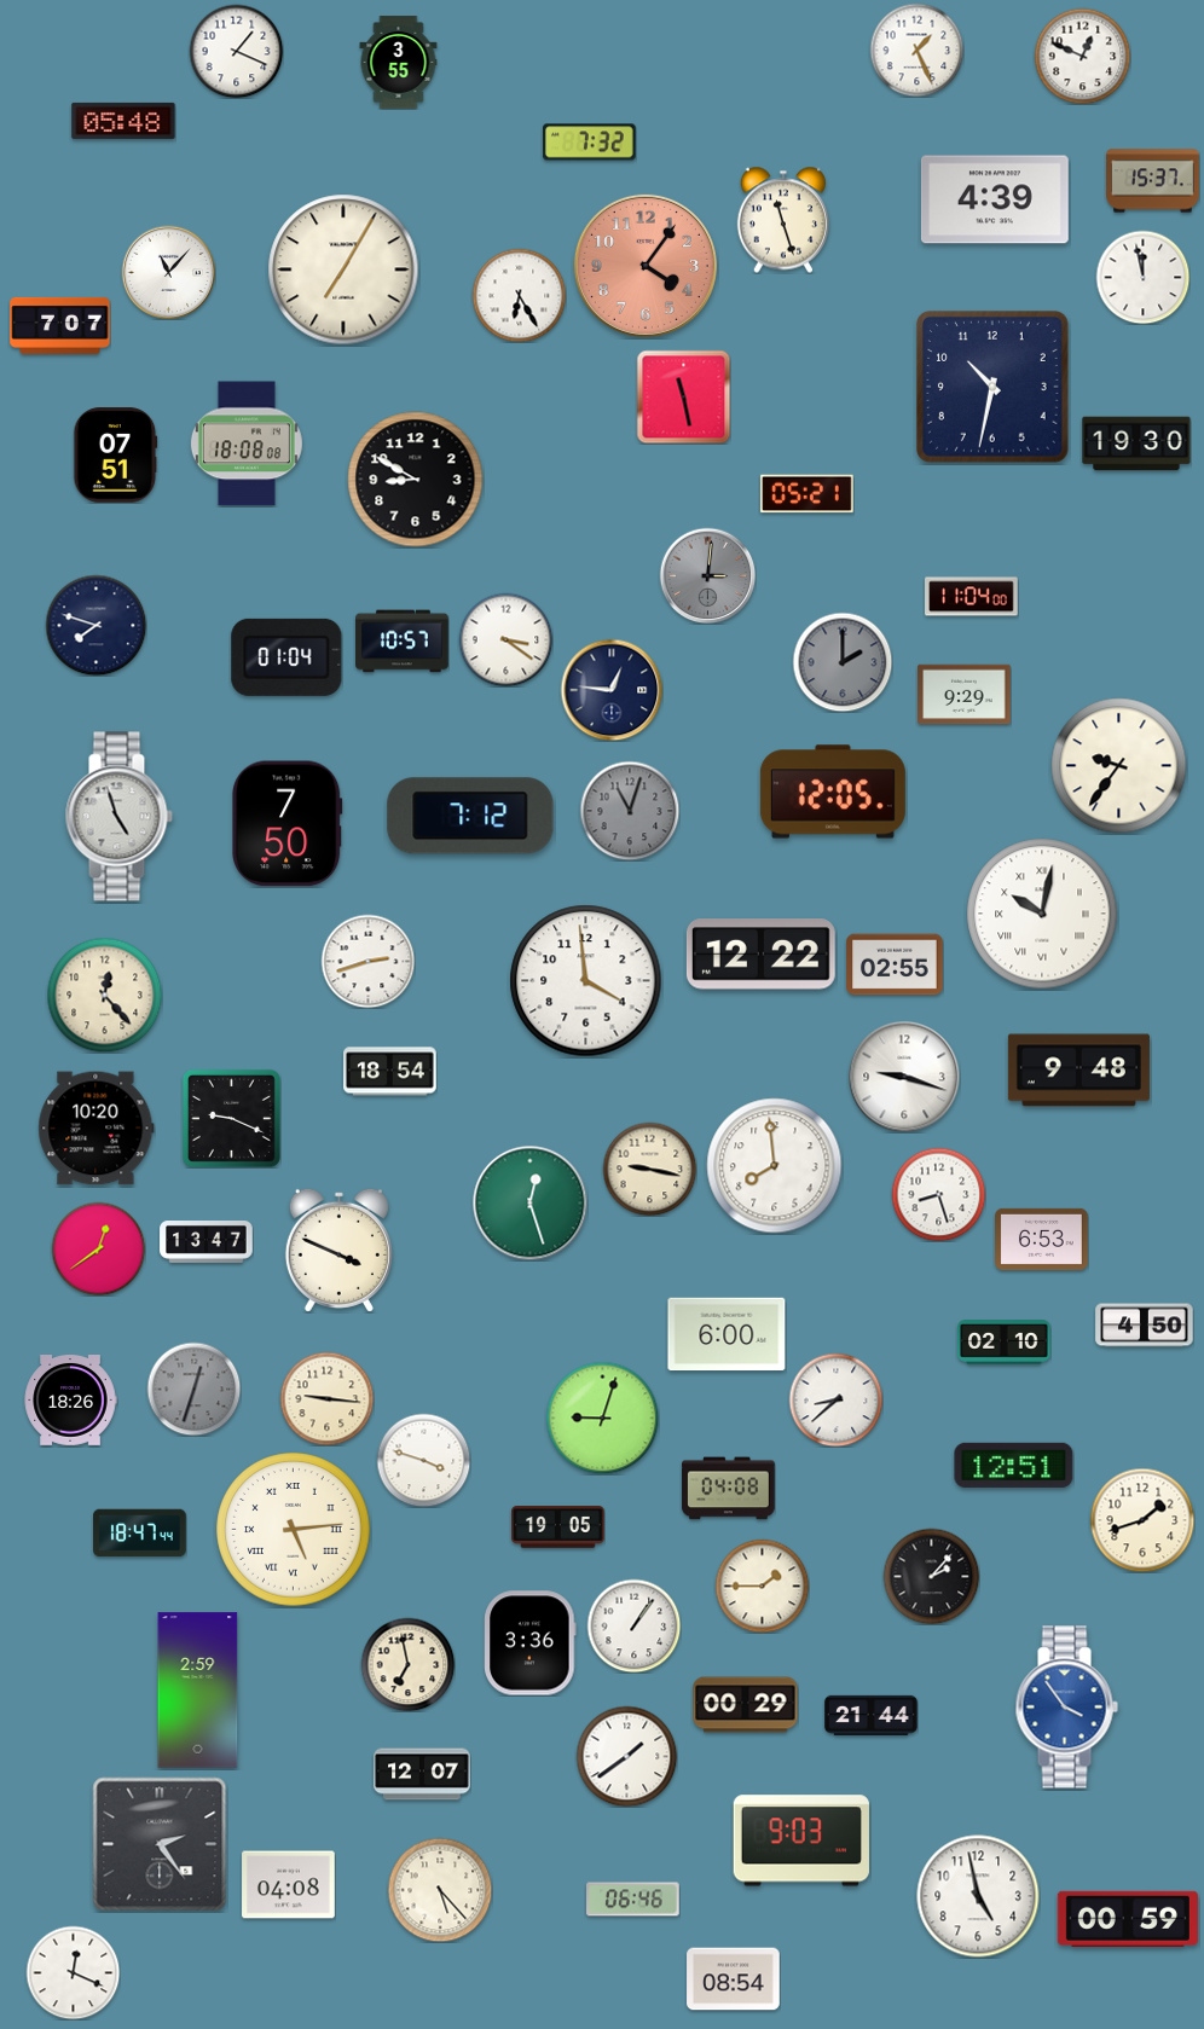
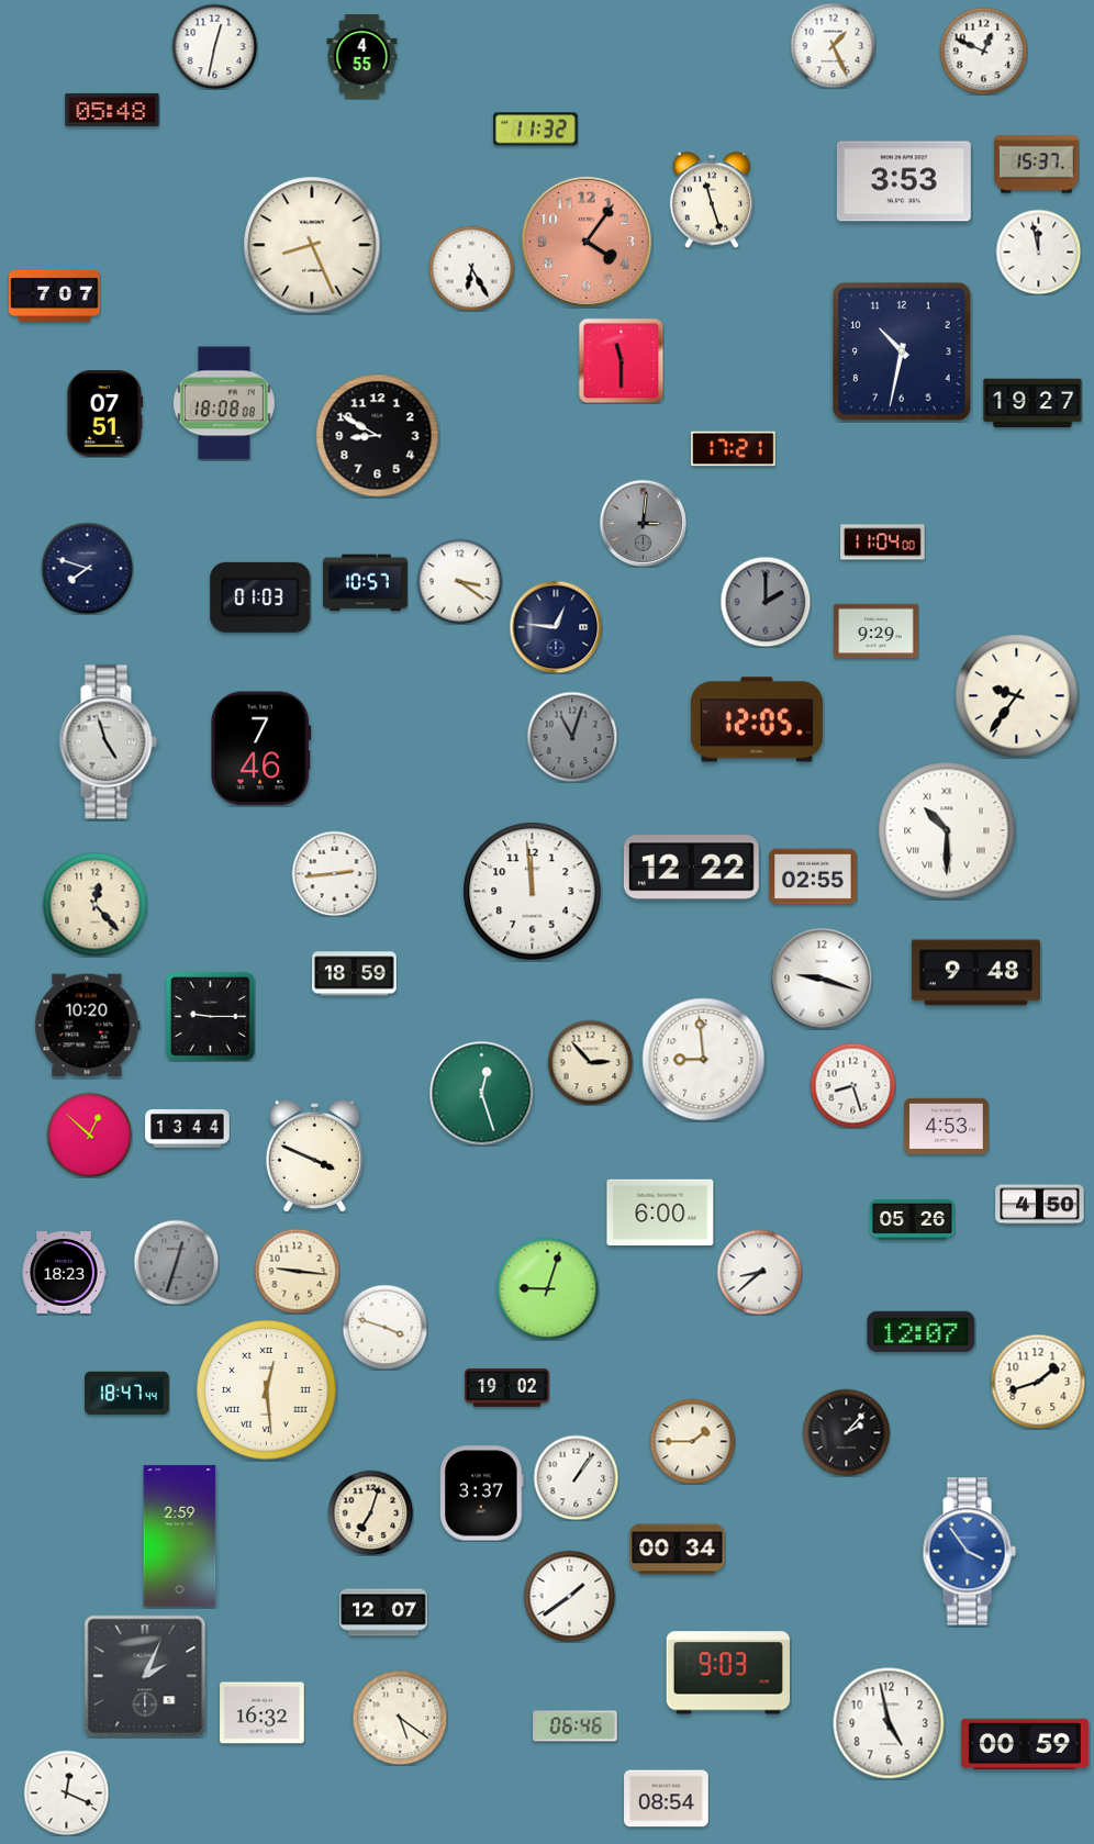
clock at (236, 51): 1:19 -> 12:32
clock at (399, 63): 3:55 -> 4:55
clock at (590, 143): 7:32 -> 11:32
clock at (1153, 181) position: (1153, 181) -> (1037, 165)
clock at (995, 199): 4:39 -> 3:53
clock at (343, 269): 7:05 -> 8:26
clock at (168, 272): 11:07 -> none
clock at (683, 396): 11:28 -> 11:30
clock at (1136, 444): 19:30 -> 19:27
clock at (808, 494): 05:21 -> 17:21
clock at (286, 657): 01:04 -> 01:03
clock at (470, 816): 7:12 -> none
clock at (288, 824): 7:50 -> 7:46
clock at (1042, 914): 10:02 -> 10:30
clock at (367, 961): 2:42 -> 2:44
clock at (586, 981): 3:59 -> 11:59
clock at (1078, 1071) position: (1078, 1071) -> (975, 973)
clock at (390, 1072): 18:54 -> 18:59
clock at (231, 1118): 9:19 -> 9:15
clock at (775, 1166): 7:59 -> 8:59
clock at (649, 1169): 9:17 -> 2:53
clock at (1042, 1239): 6:53 -> 4:53
clock at (207, 1242): 13:47 -> 13:44
clock at (98, 1248): 12:39 -> 12:52
clock at (338, 1250) position: (338, 1250) -> (314, 1155)
clock at (1005, 1343): 02:10 -> 05:26
clock at (70, 1401): 18:26 -> 18:23
clock at (1014, 1465): 12:51 -> 12:07
clock at (729, 1489): 04:08 -> none
clock at (558, 1527): 19:05 -> 19:02
clock at (294, 1530): 5:14 -> 12:29
clock at (531, 1644): 3:36 -> 3:37
clock at (407, 1664): 6:58 -> 7:03
clock at (746, 1705): 00:29 -> 00:34
clock at (872, 1715): 21:44 -> none
clock at (160, 1844): 2:24 -> 2:04
clock at (289, 1885): 04:08 -> 16:32
clock at (440, 1890): 5:23 -> 5:21
